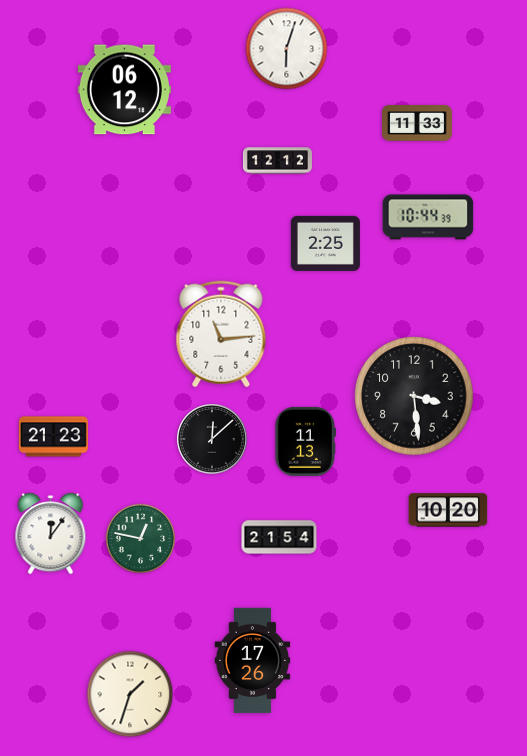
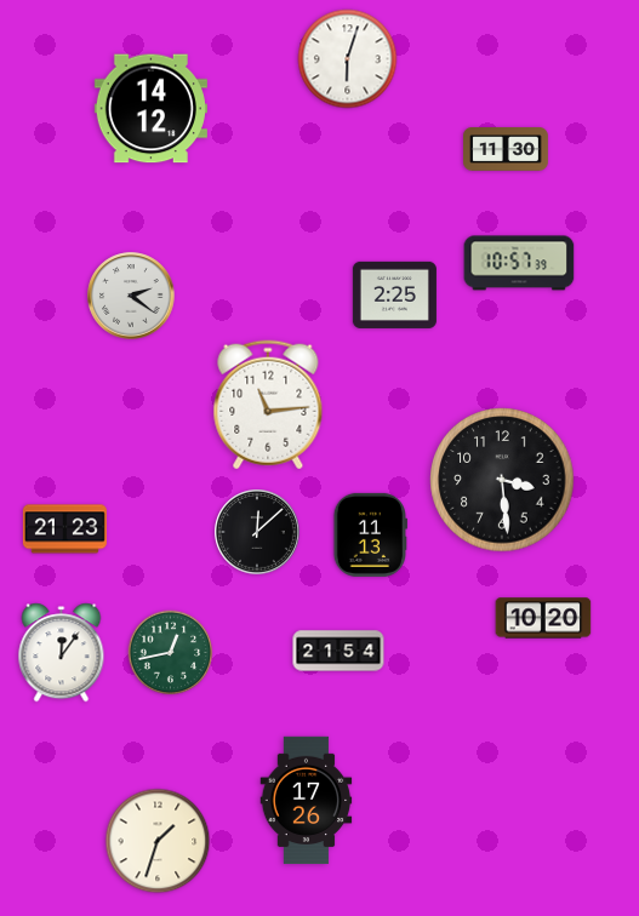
clock at (124, 90): 06:12 -> 14:12
clock at (418, 124): 11:33 -> 11:30
clock at (277, 161): 12:12 -> none
clock at (428, 217): 10:44 -> 10:57
clock at (131, 296): none -> 2:21
clock at (51, 534) position: (51, 534) -> (62, 653)
clock at (141, 539): 12:47 -> 12:43
